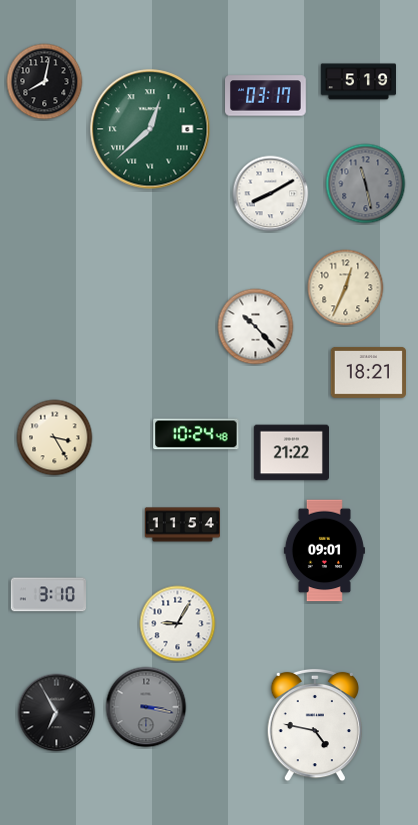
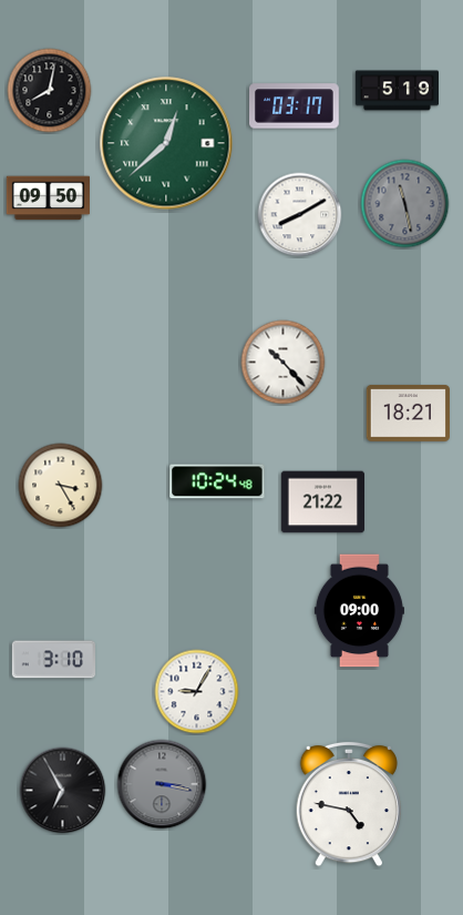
clock at (48, 199): none -> 09:50
clock at (346, 288): 12:34 -> none
clock at (182, 525): 11:54 -> none
clock at (324, 551): 09:01 -> 09:00
